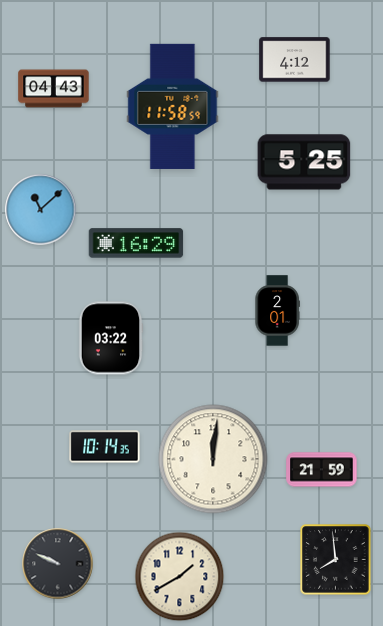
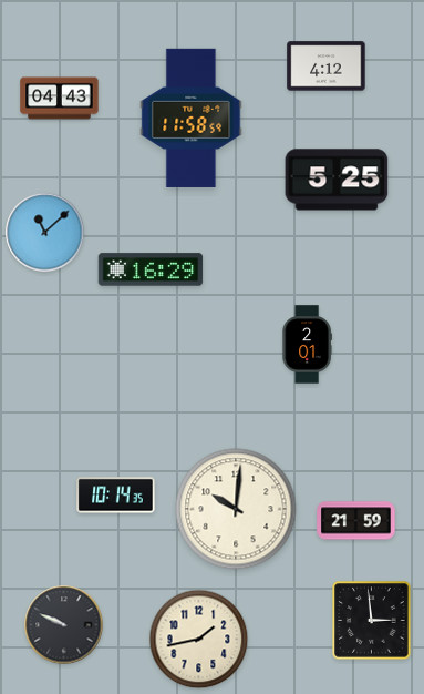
clock at (111, 338): 03:22 -> none
clock at (213, 459): 12:01 -> 10:01
clock at (336, 560): 7:59 -> 2:59
clock at (180, 577): 1:40 -> 1:43
